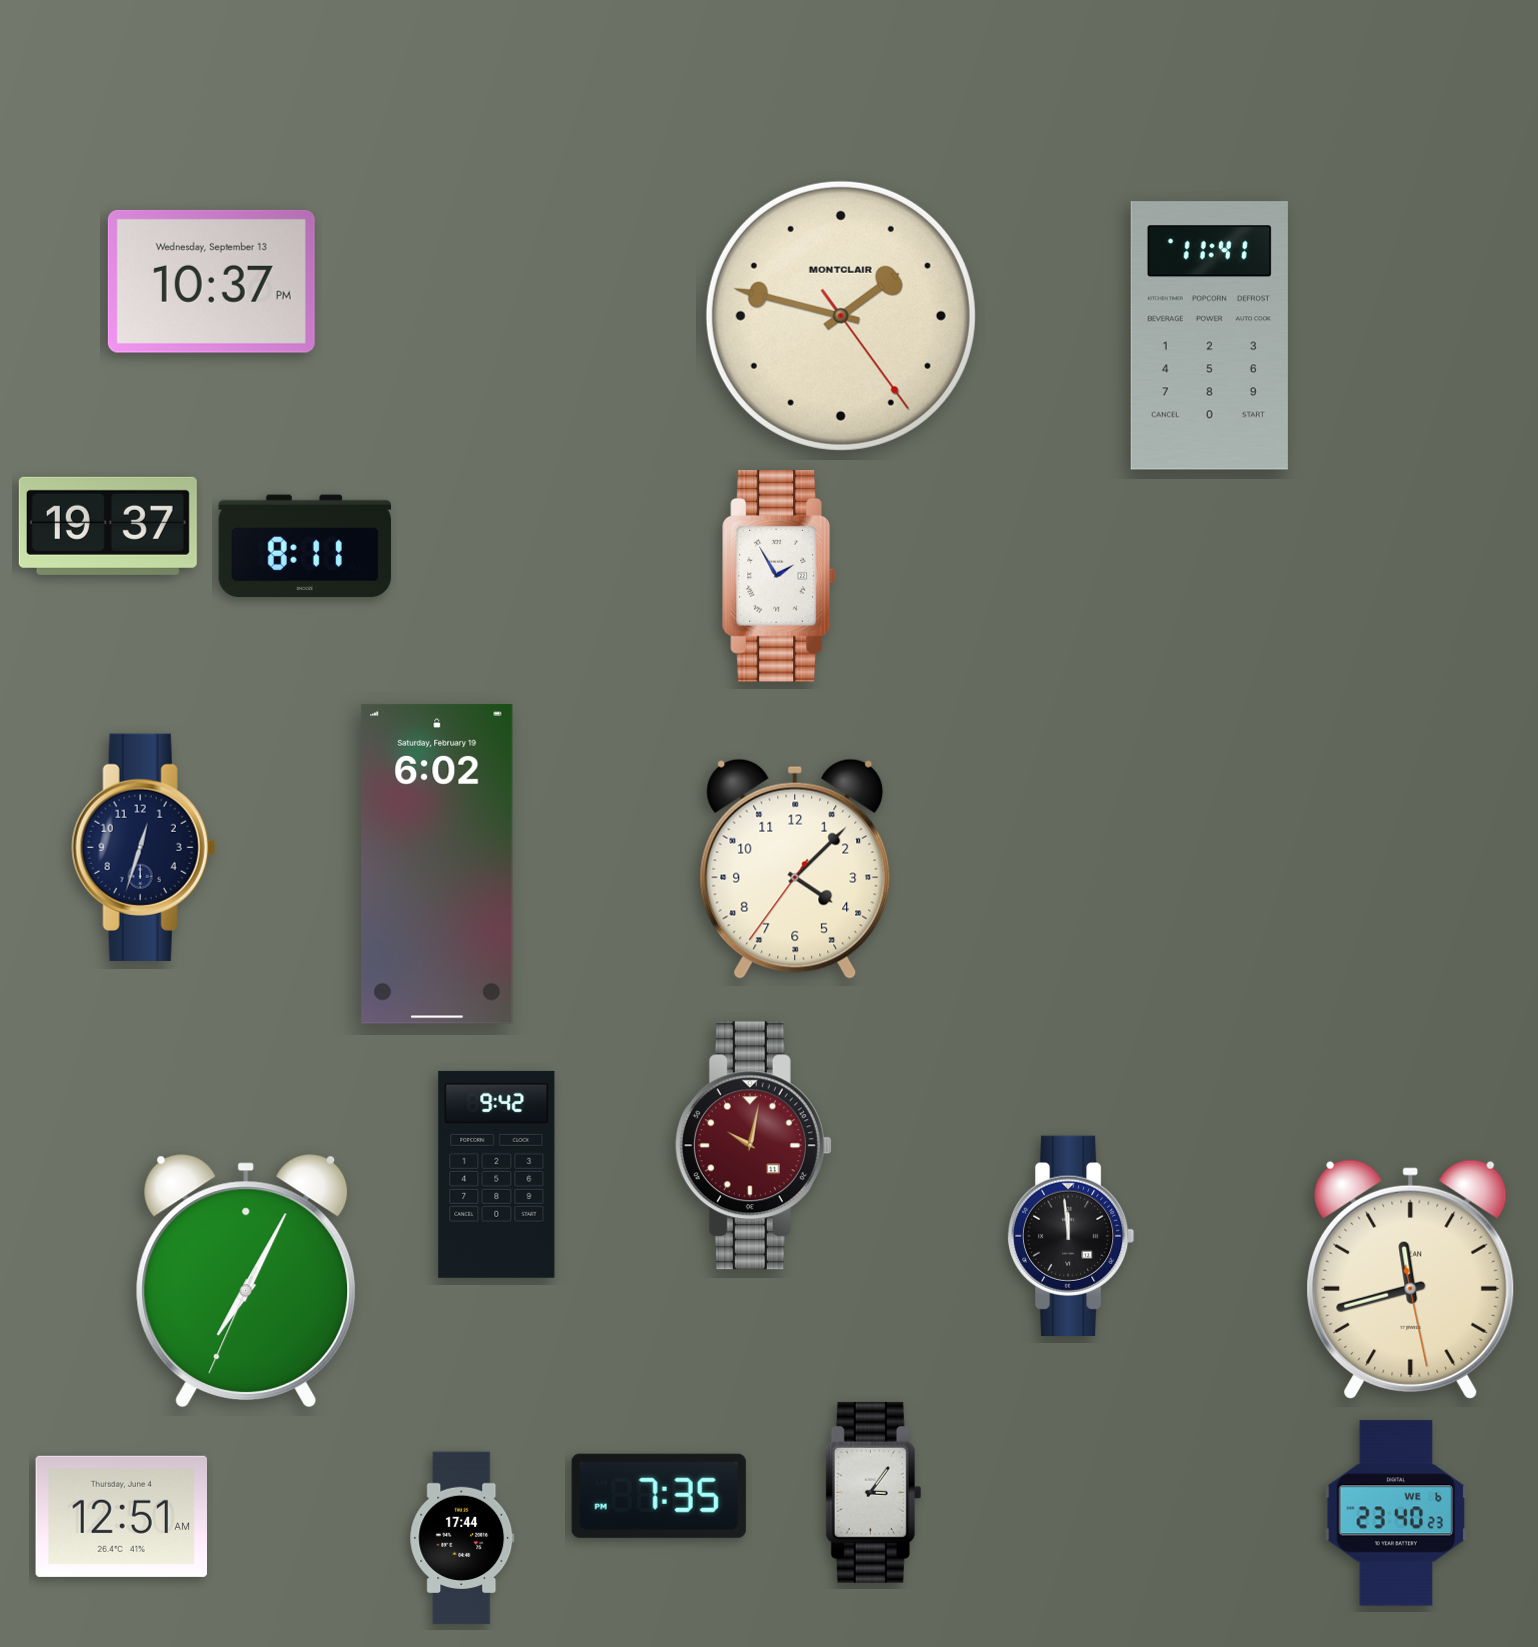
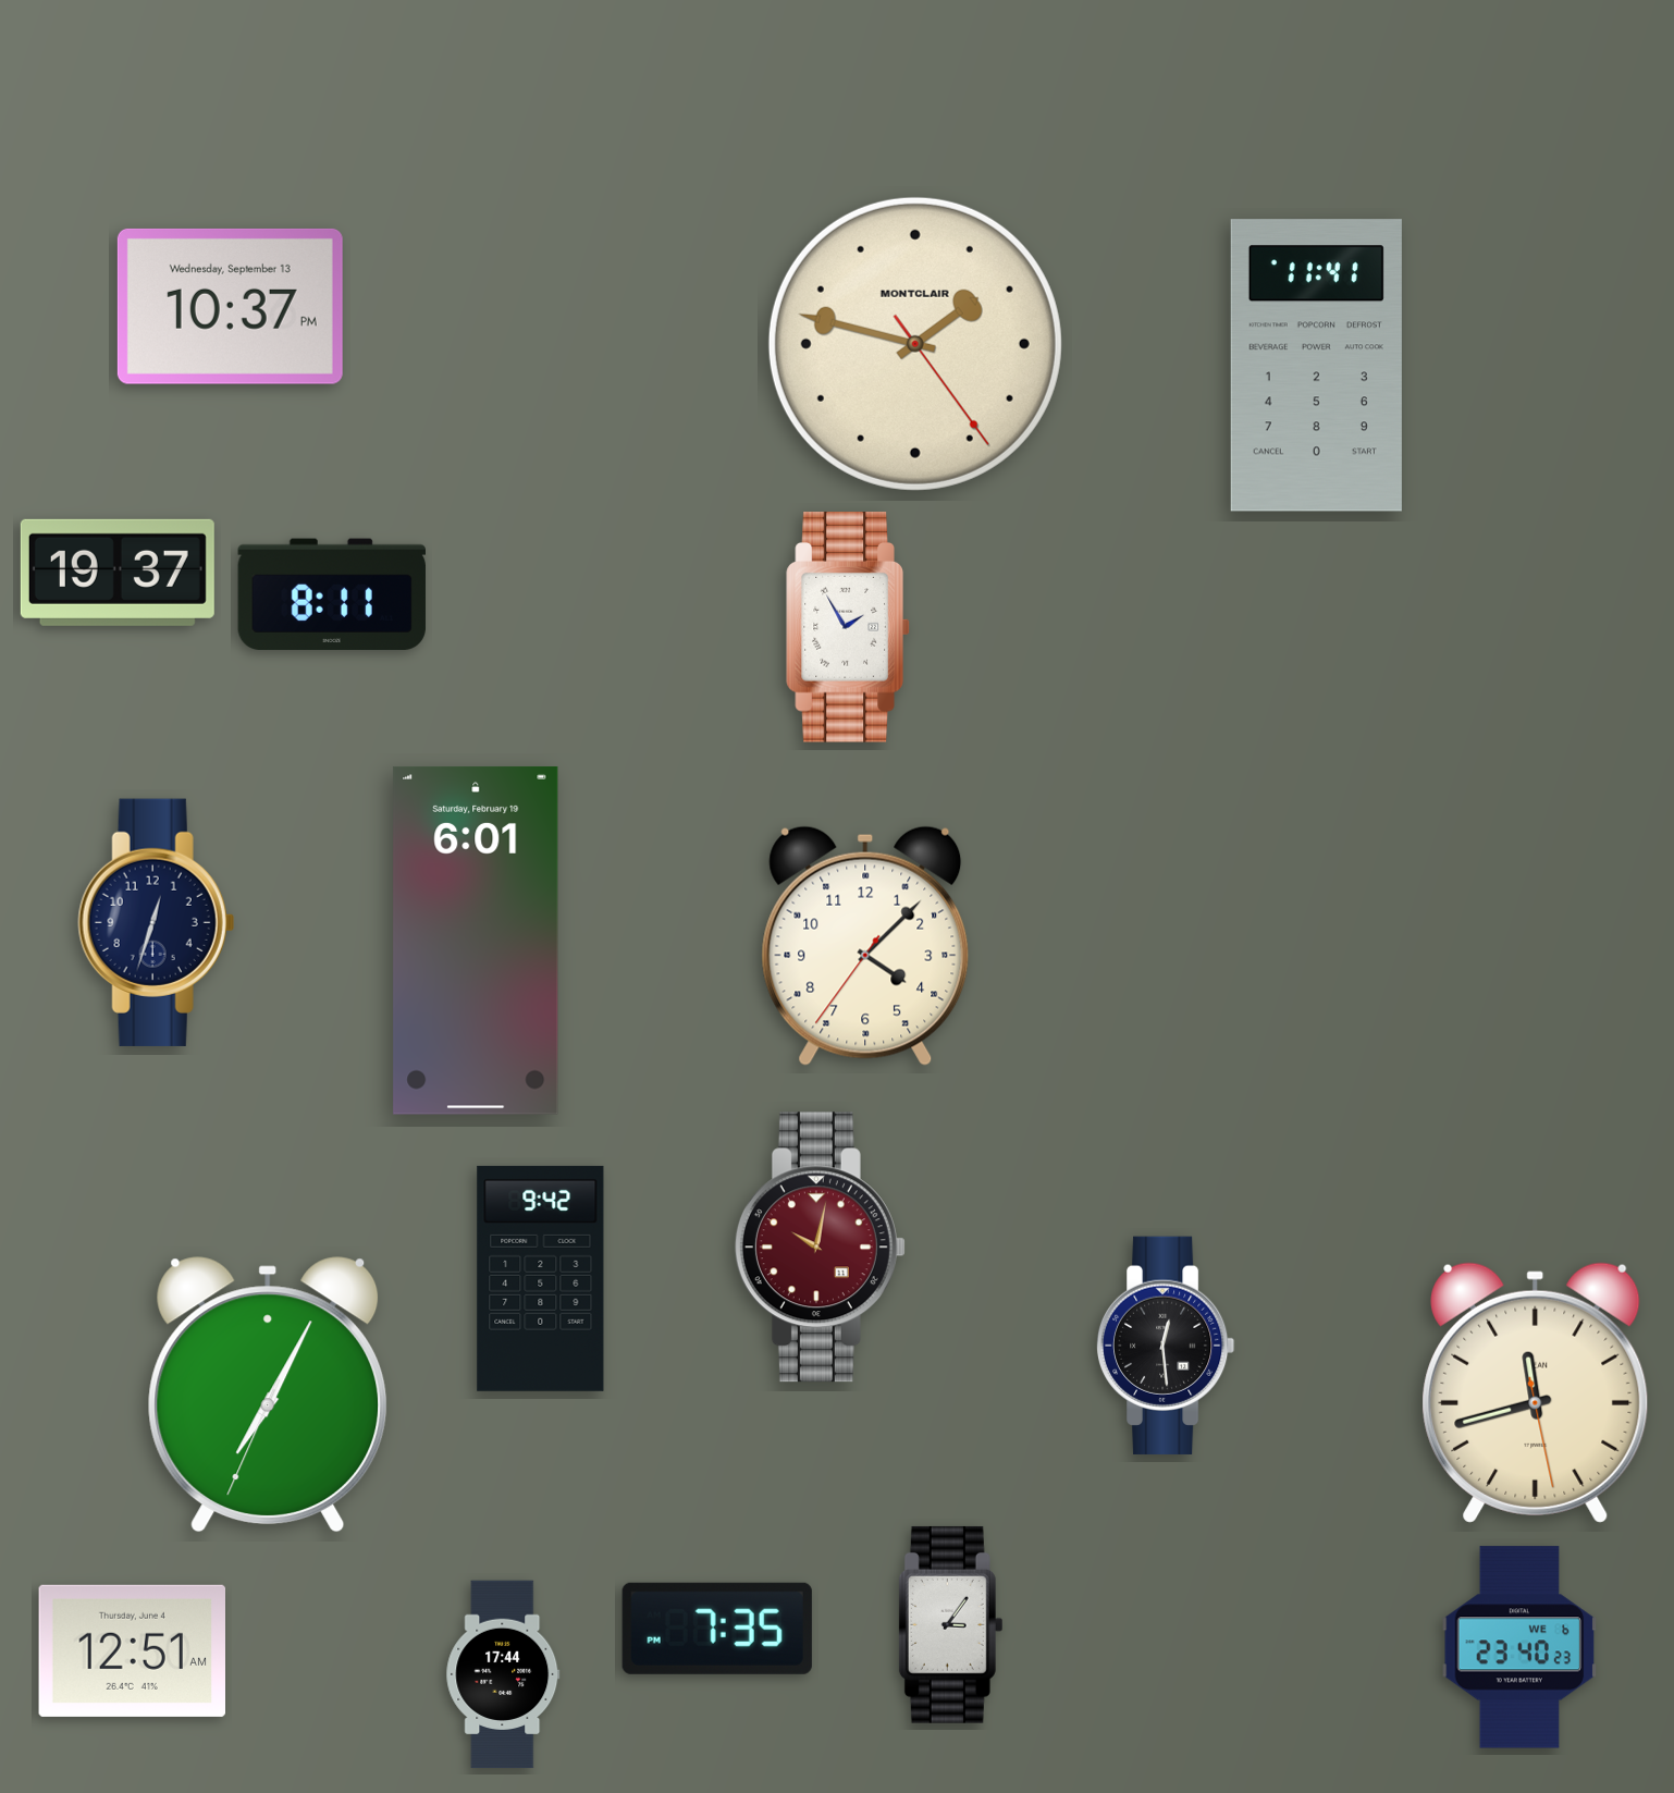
clock at (437, 864): 6:02 -> 6:01
clock at (1071, 1236): 11:59 -> 12:29
